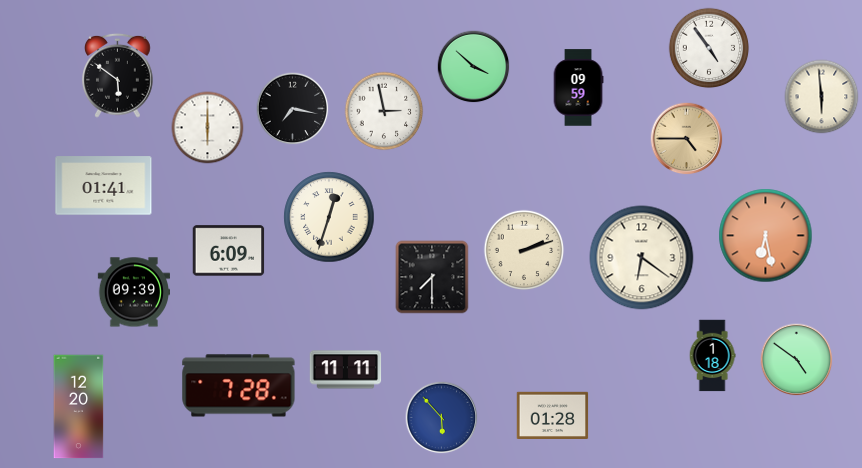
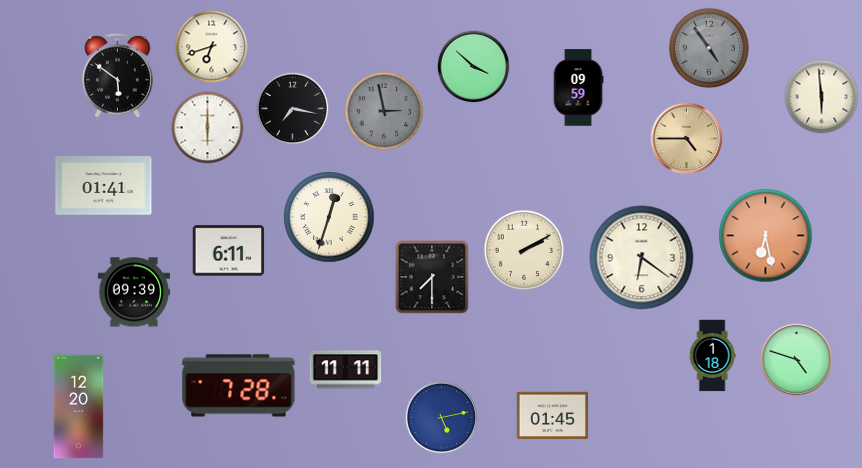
clock at (212, 47): none -> 6:42
clock at (709, 48) dial: white -> grey
clock at (384, 111) dial: white -> grey
clock at (524, 250): 2:12 -> 2:10
clock at (229, 251): 6:09 -> 6:11
clock at (797, 360): 4:51 -> 4:48
clock at (553, 416): 01:28 -> 01:45
clock at (442, 418): 5:53 -> 5:13
